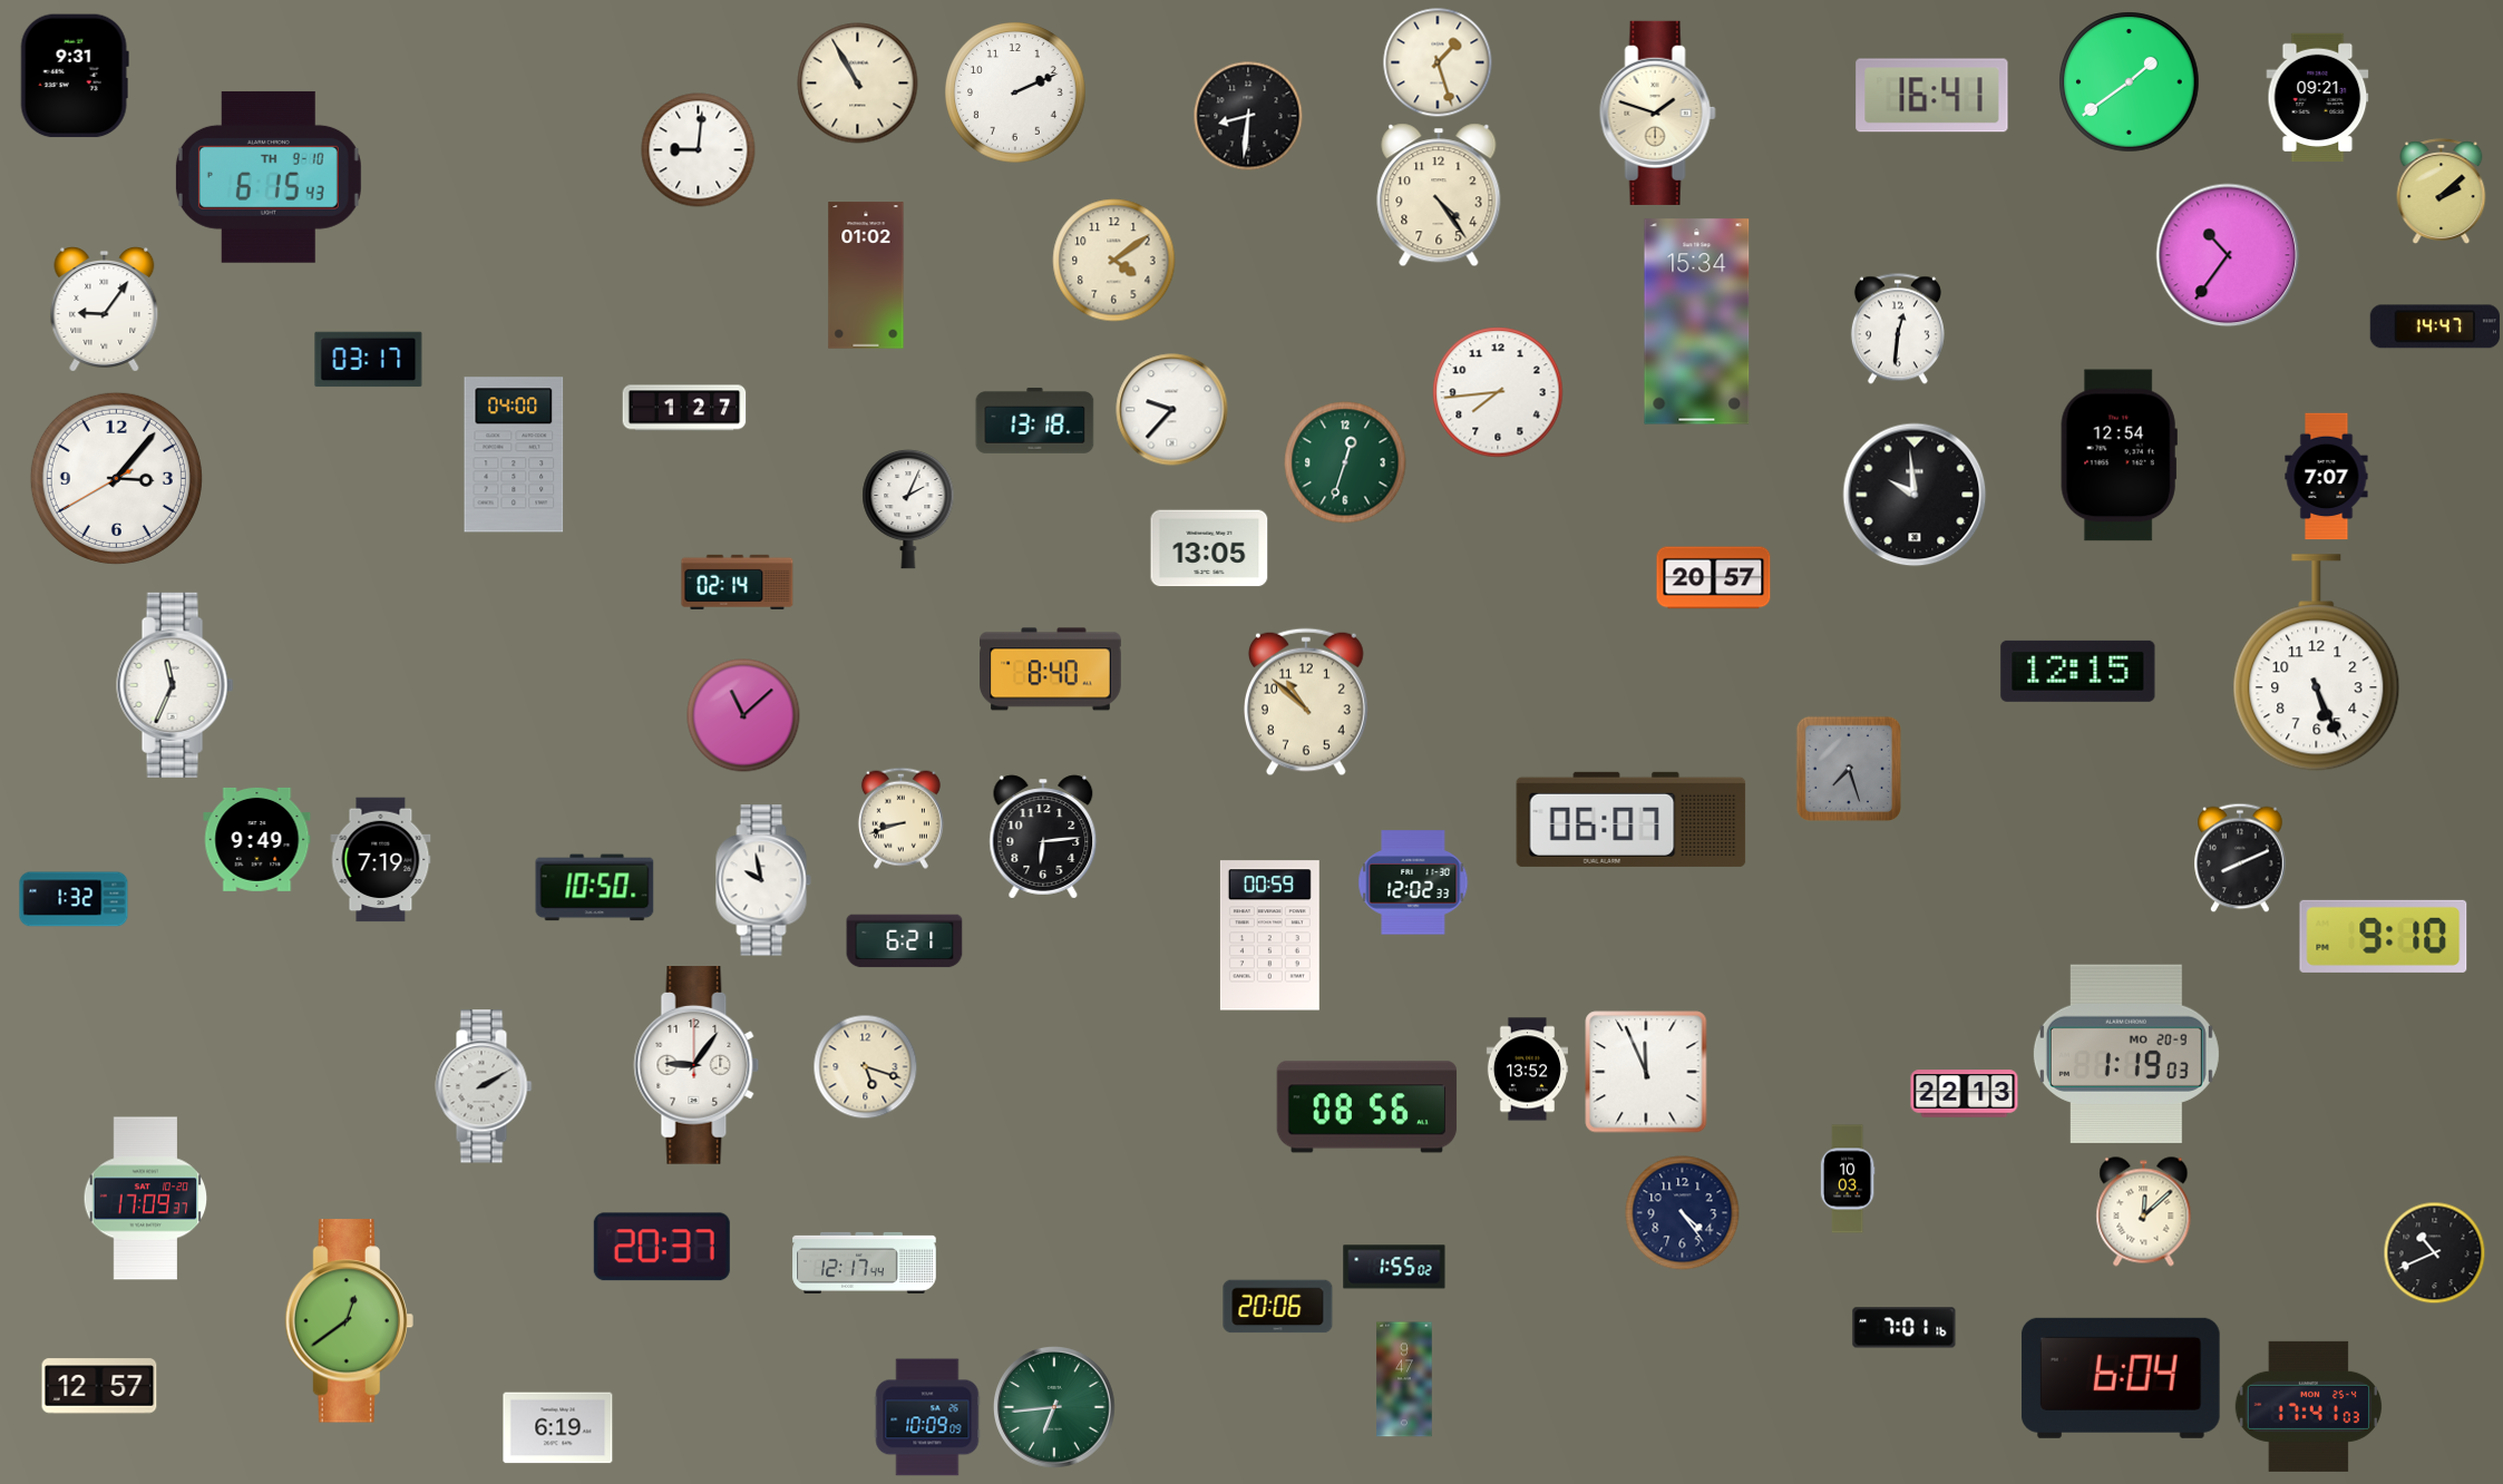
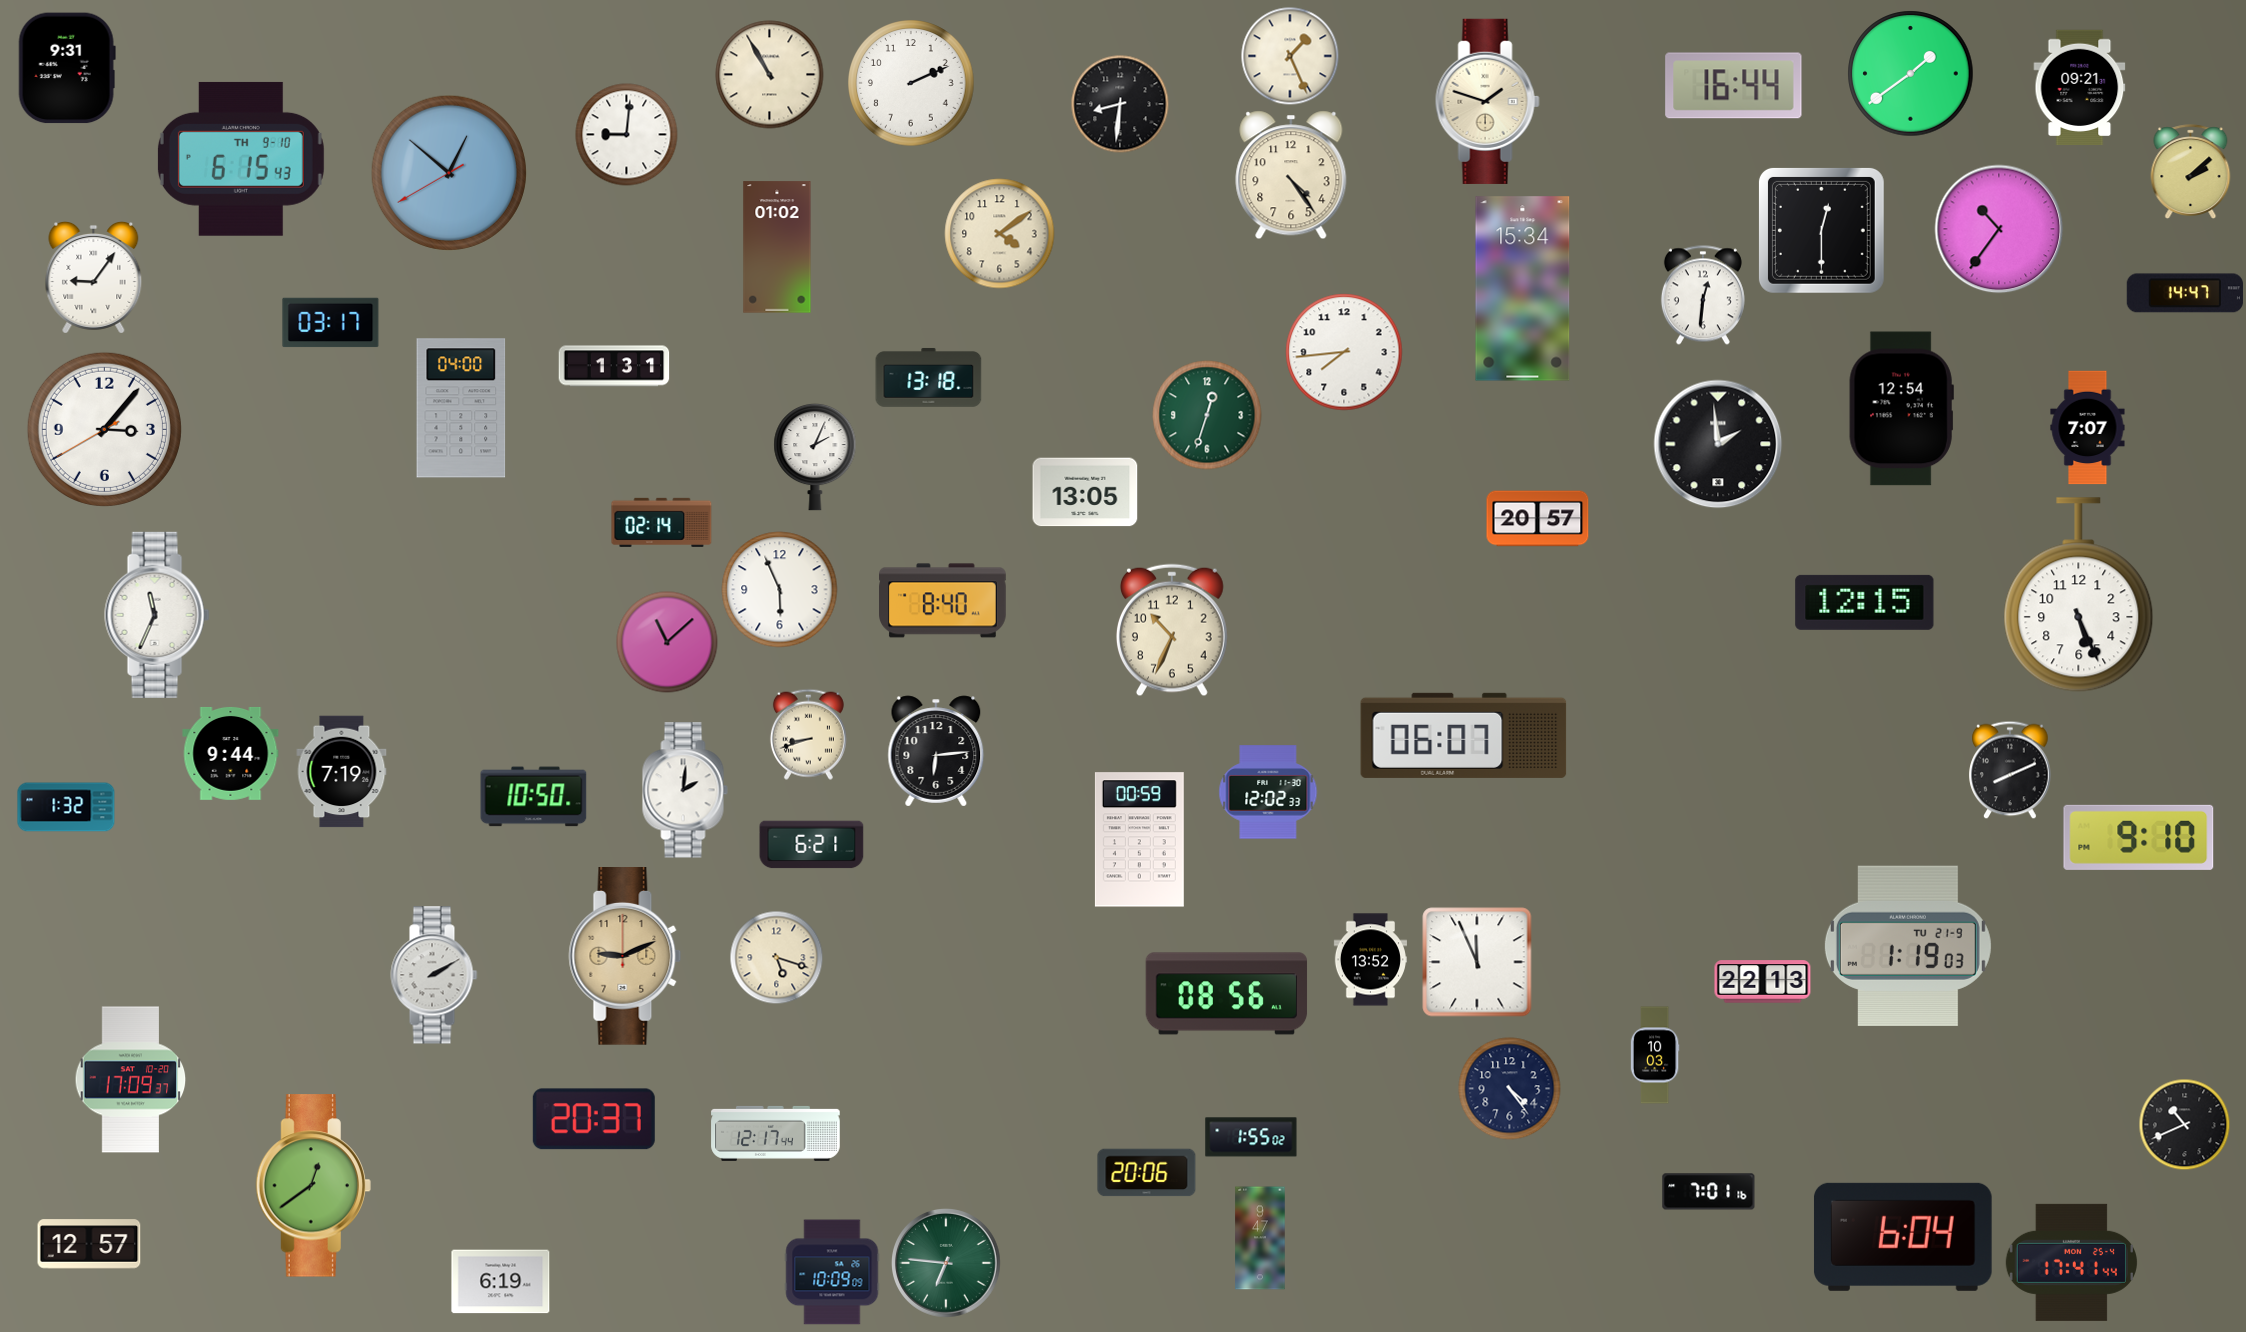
clock at (1438, 62): 1:27 -> 1:26
clock at (1932, 96): 16:41 -> 16:44
clock at (449, 173): none -> 12:51
clock at (1821, 230): none -> 12:30
clock at (684, 408): 1:27 -> 1:31
clock at (1172, 410): 9:37 -> none
clock at (1915, 495): 9:59 -> 1:59
clock at (780, 590): none -> 5:56
clock at (1306, 702): 10:52 -> 10:34
clock at (1848, 768): 7:27 -> none
clock at (257, 839): 9:49 -> 9:44
clock at (763, 880): 9:58 -> 2:01
clock at (2384, 936) position: (2384, 936) -> (2139, 837)
clock at (2126, 1054) date: MO 20-9 -> TU 21-9
clock at (697, 1066): 9:06 -> 9:11
clock at (697, 1066) dial: white -> champagne
clock at (1848, 1179) position: (1848, 1179) -> (1655, 1055)
clock at (146, 1199) position: (146, 1199) -> (131, 1080)
clock at (2144, 1212): 12:08 -> none
clock at (2308, 1406): 17:41:03 -> 17:41:44
clock at (1054, 1407): 6:44 -> 6:46
